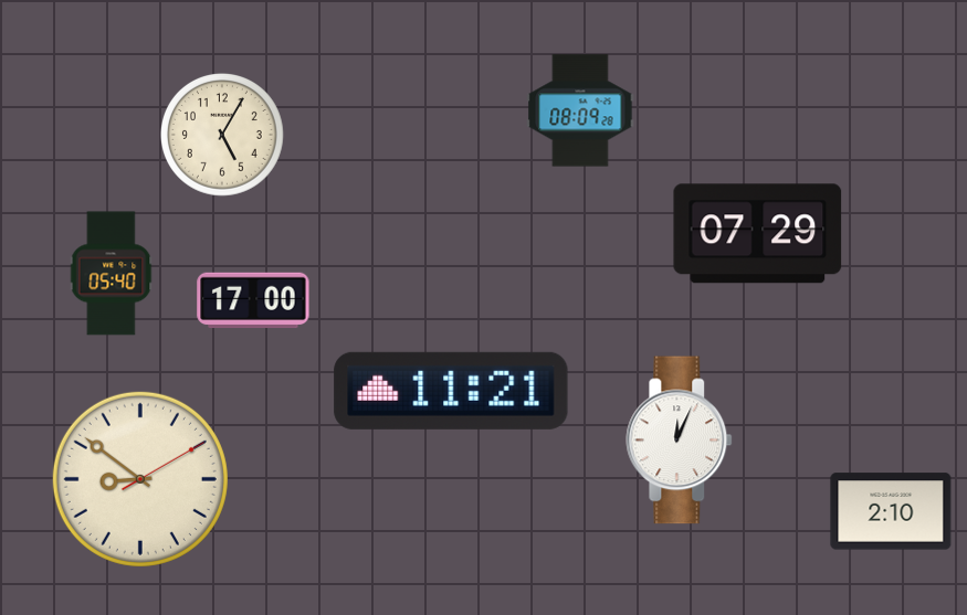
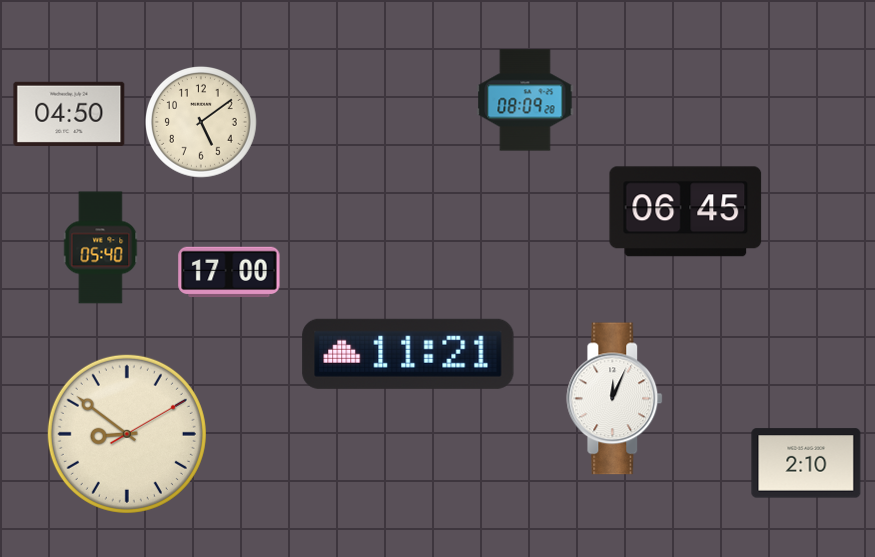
clock at (69, 114): none -> 04:50
clock at (222, 135): 5:05 -> 5:09
clock at (758, 234): 07:29 -> 06:45
